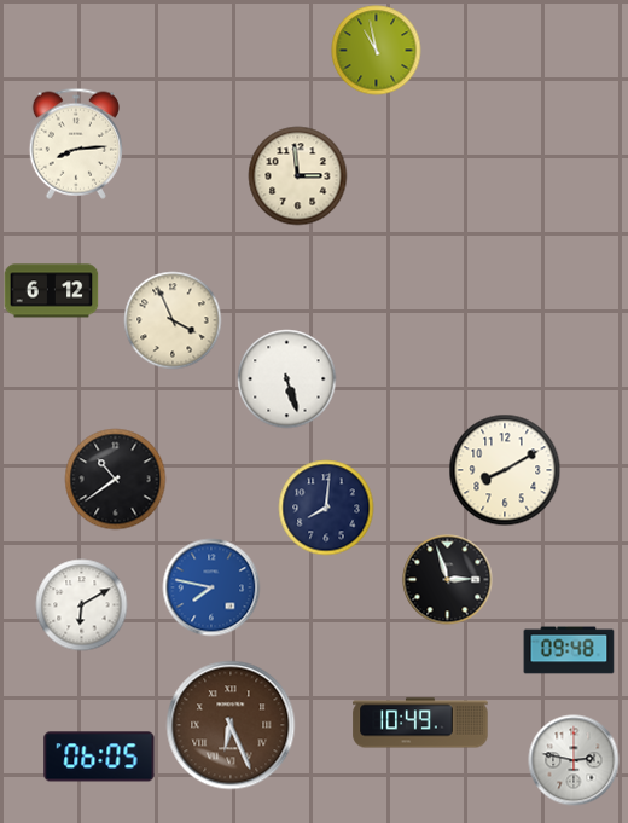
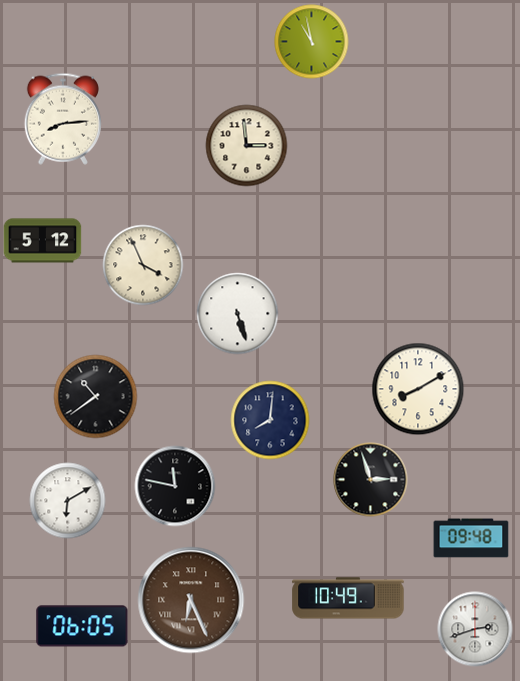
clock at (52, 291): 6:12 -> 5:12
clock at (211, 587): 7:47 -> 11:47
clock at (211, 587) dial: blue -> black
clock at (574, 760): 2:47 -> 2:42
